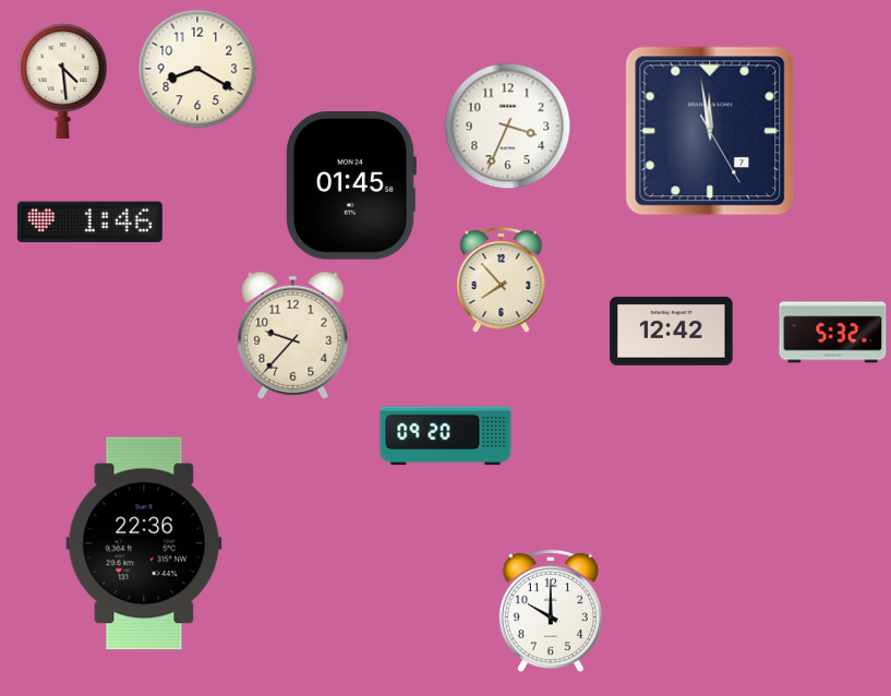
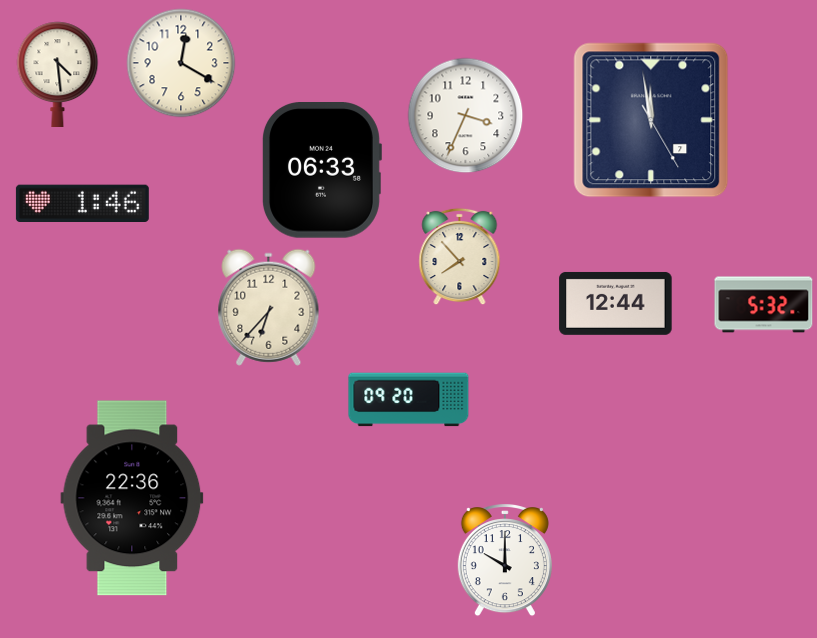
clock at (197, 69): 8:20 -> 12:20
clock at (350, 187): 01:45 -> 06:33
clock at (672, 331): 12:42 -> 12:44
clock at (293, 335): 9:37 -> 6:37
